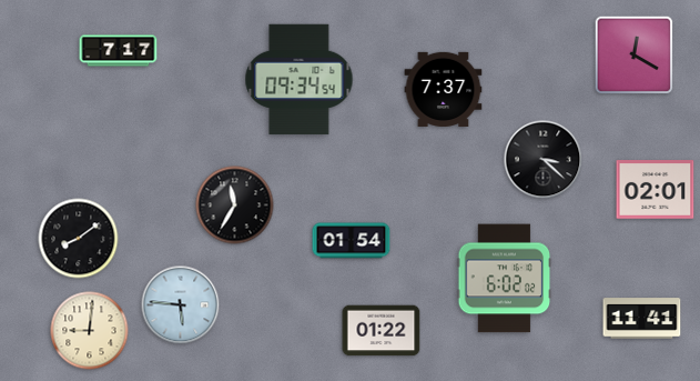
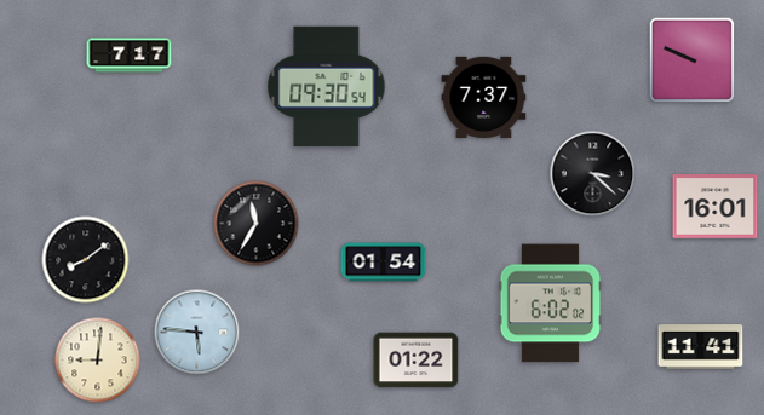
clock at (635, 56): 12:20 -> 9:49
clock at (300, 80): 09:34 -> 09:30
clock at (656, 190): 02:01 -> 16:01
